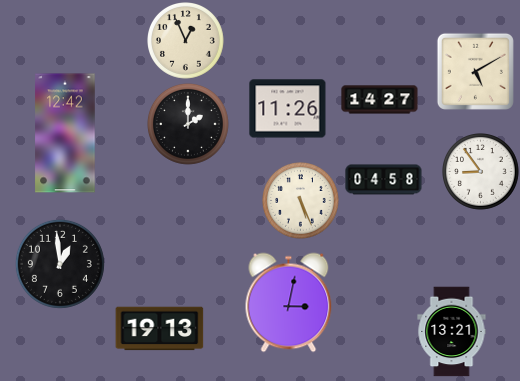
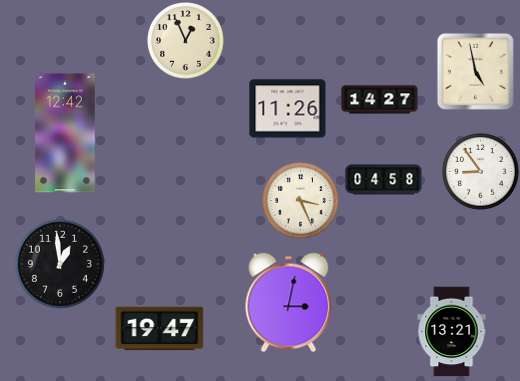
clock at (475, 71): 5:10 -> 4:58
clock at (188, 124): 2:00 -> none
clock at (301, 201): 5:26 -> 3:26
clock at (160, 329): 19:13 -> 19:47
